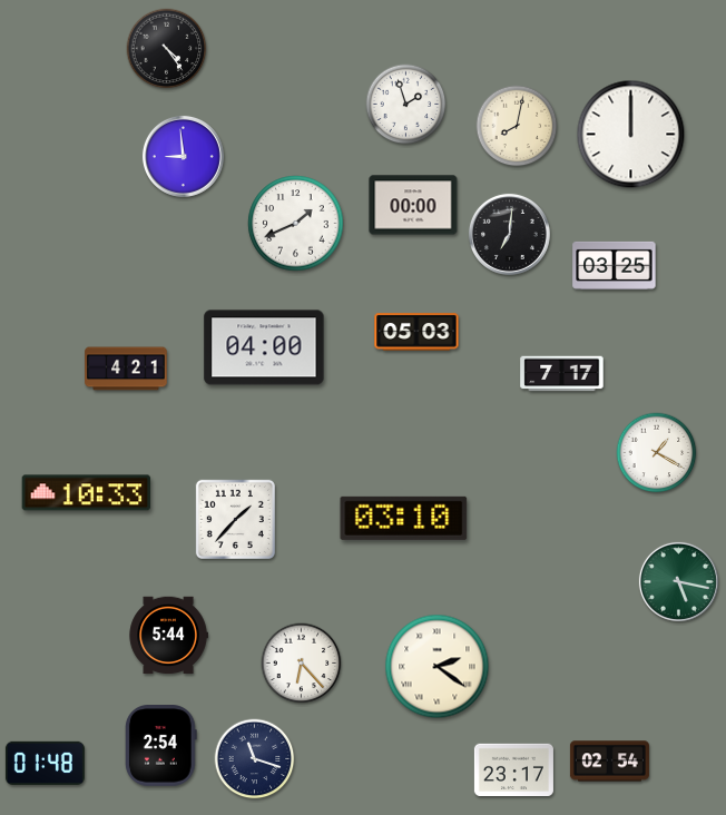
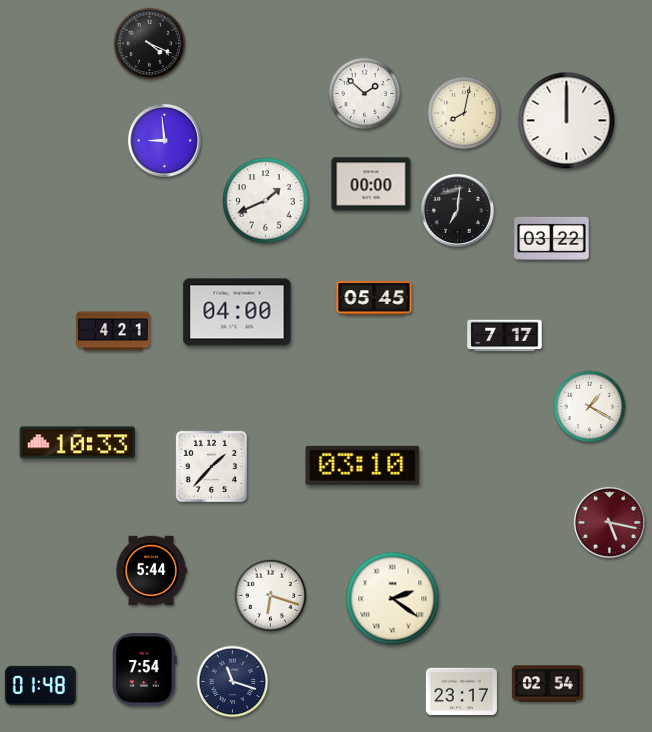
clock at (167, 49): 4:24 -> 4:19
clock at (406, 105): 1:57 -> 1:52
clock at (615, 265): 03:25 -> 03:22
clock at (416, 332): 05:03 -> 05:45
clock at (678, 581) dial: green -> burgundy
clock at (302, 664): 6:23 -> 6:18
clock at (161, 746): 2:54 -> 7:54
clock at (255, 759) position: (255, 759) -> (233, 682)
